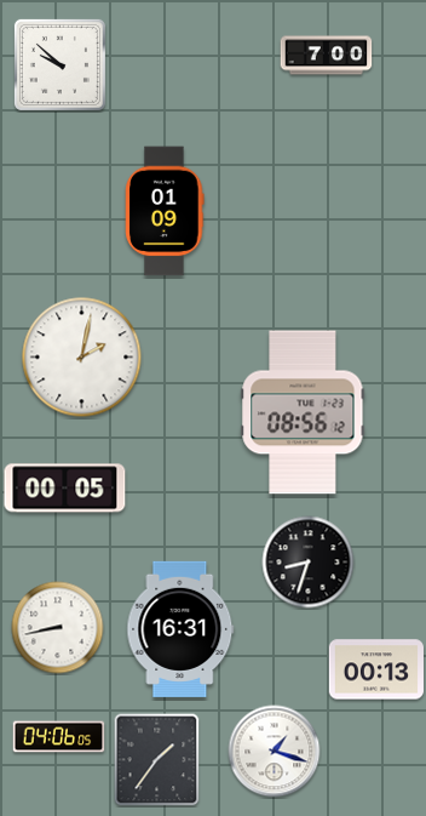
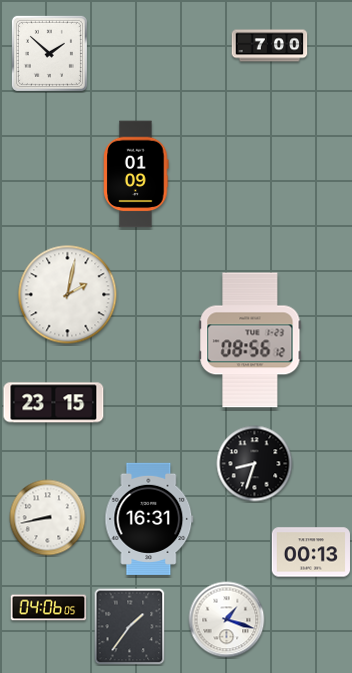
clock at (59, 64): 9:52 -> 1:52
clock at (65, 489): 00:05 -> 23:15
